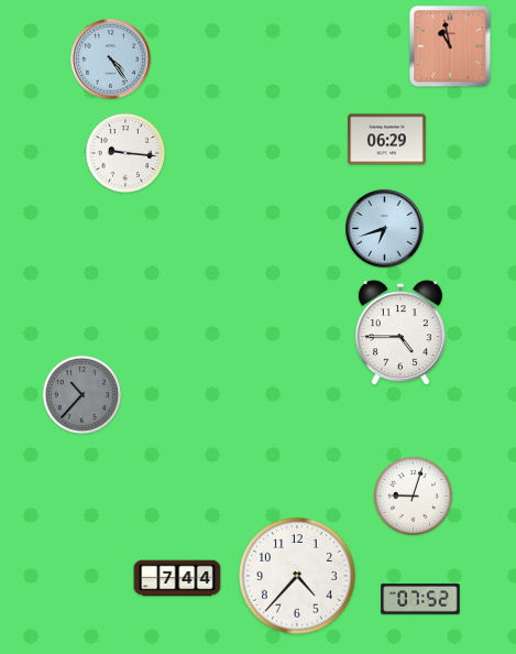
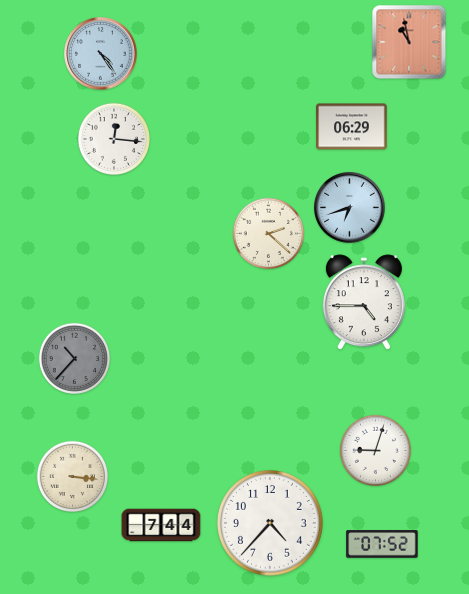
clock at (125, 153): 9:16 -> 12:16
clock at (268, 233): none -> 2:22
clock at (72, 476): none -> 3:16
